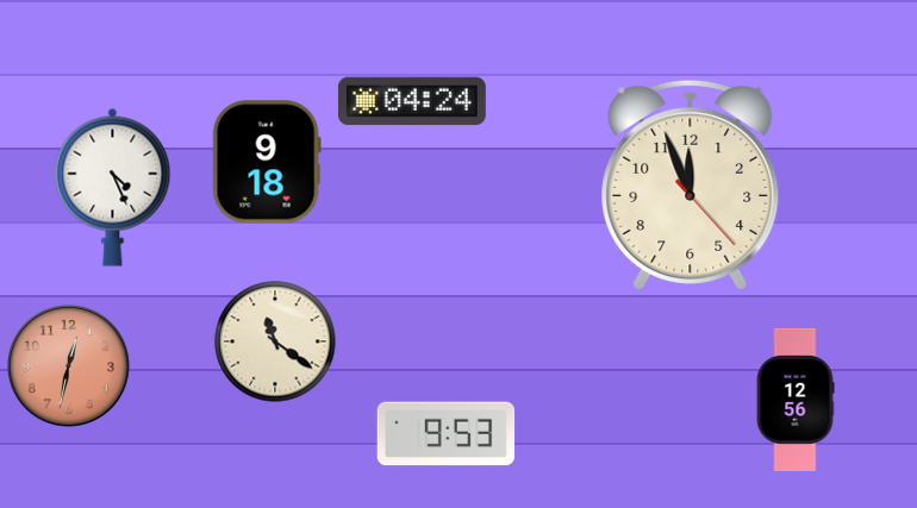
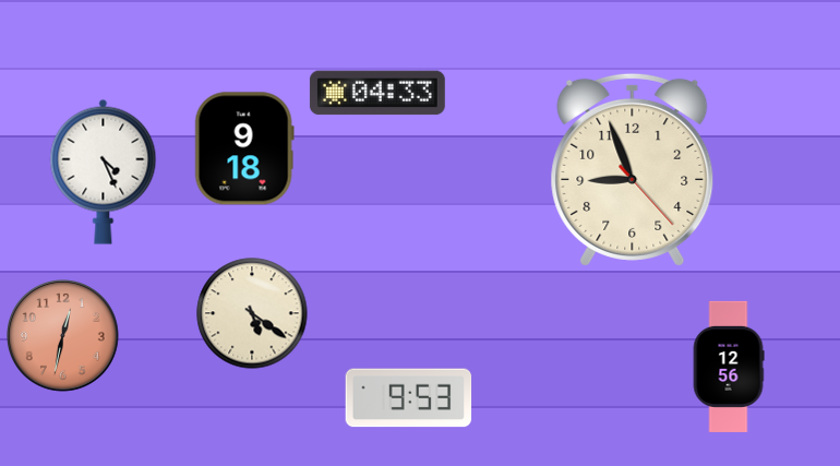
clock at (412, 101): 04:24 -> 04:33
clock at (691, 184): 11:56 -> 8:56
clock at (275, 341): 11:21 -> 5:21
